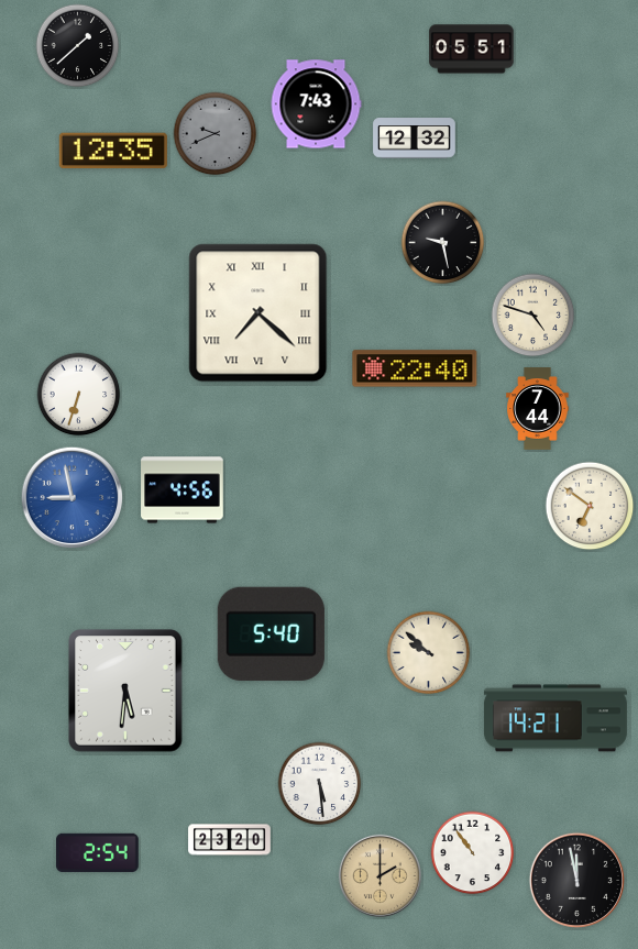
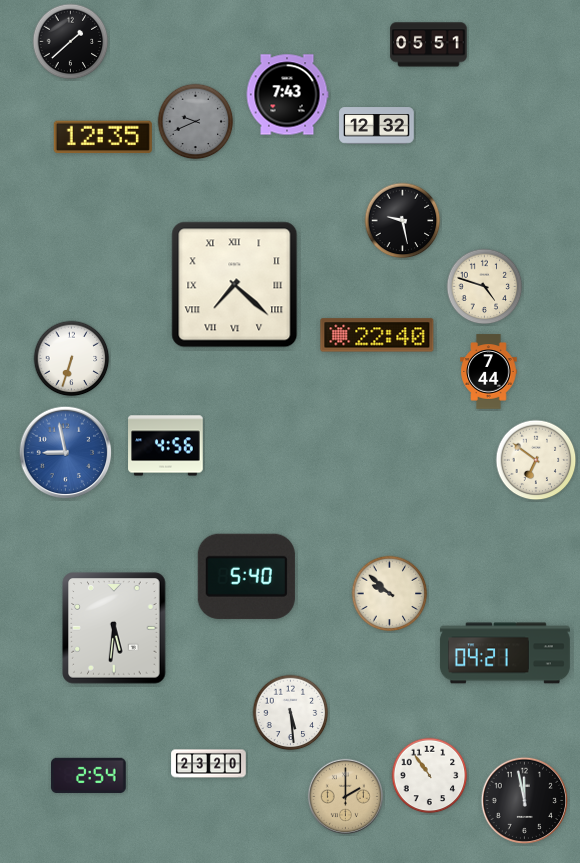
clock at (555, 718): 14:21 -> 04:21
